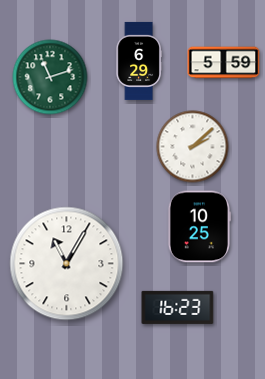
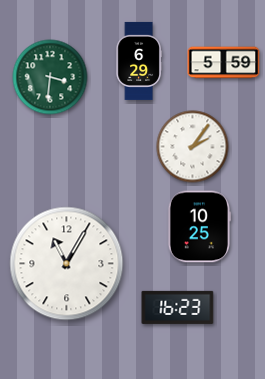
clock at (50, 77): 11:12 -> 3:31
clock at (193, 147): 2:08 -> 2:06
